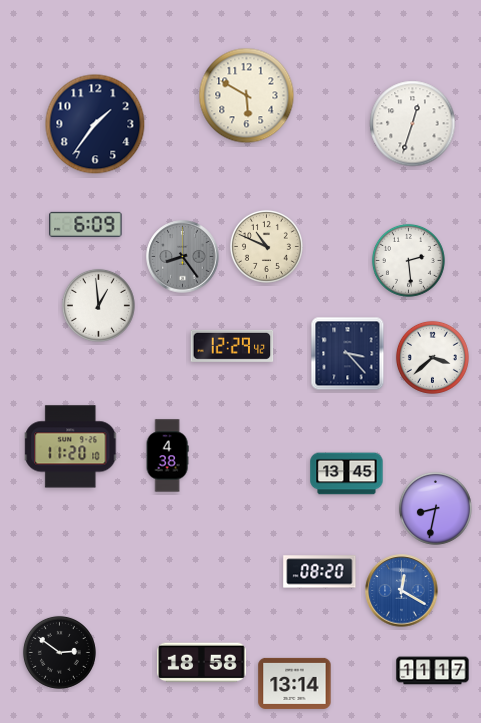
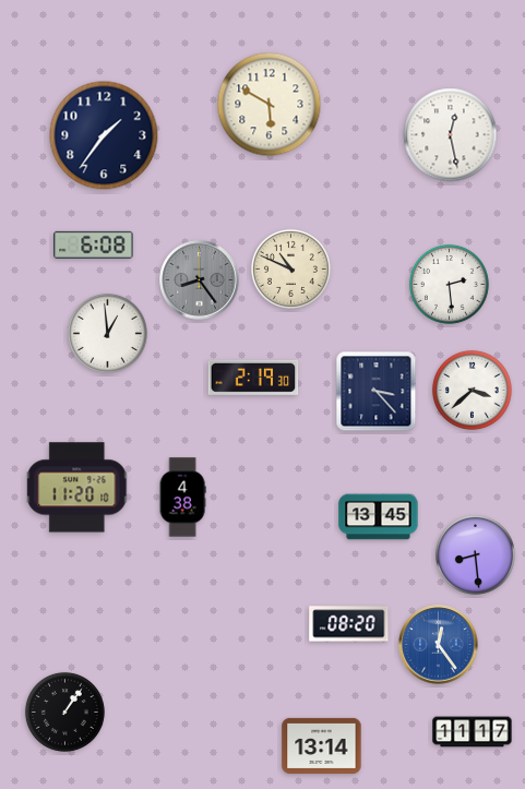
clock at (413, 124): 12:33 -> 12:28
clock at (86, 224): 6:09 -> 6:08
clock at (408, 260) position: (408, 260) -> (449, 284)
clock at (232, 346): 12:29 -> 2:19
clock at (348, 354) position: (348, 354) -> (377, 392)
clock at (435, 508): 8:32 -> 8:29
clock at (402, 591): 12:20 -> 12:24
clock at (59, 652): 2:51 -> 1:06
clock at (202, 663): 18:58 -> none
